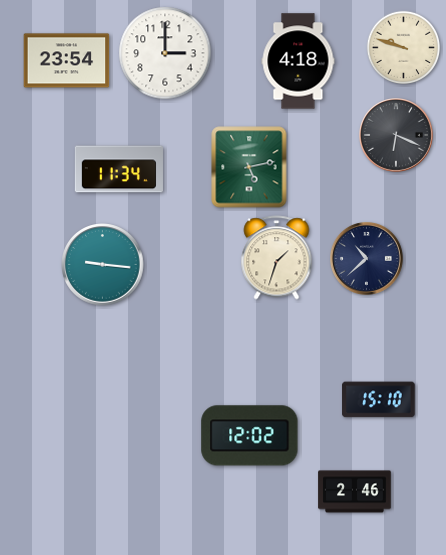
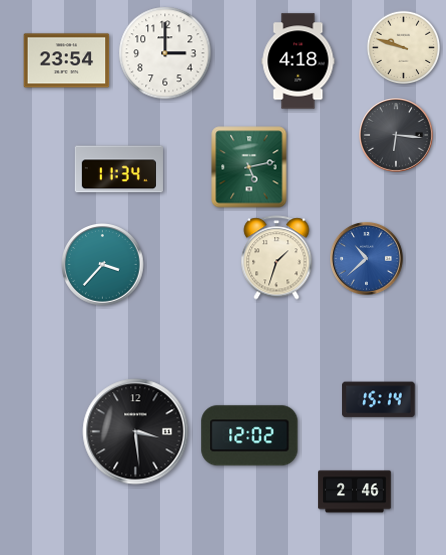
clock at (397, 136): 6:19 -> 6:16
clock at (367, 259) dial: navy -> blue
clock at (103, 265): 9:16 -> 3:37
clock at (379, 400): 15:10 -> 15:14
clock at (136, 432): none -> 3:29
